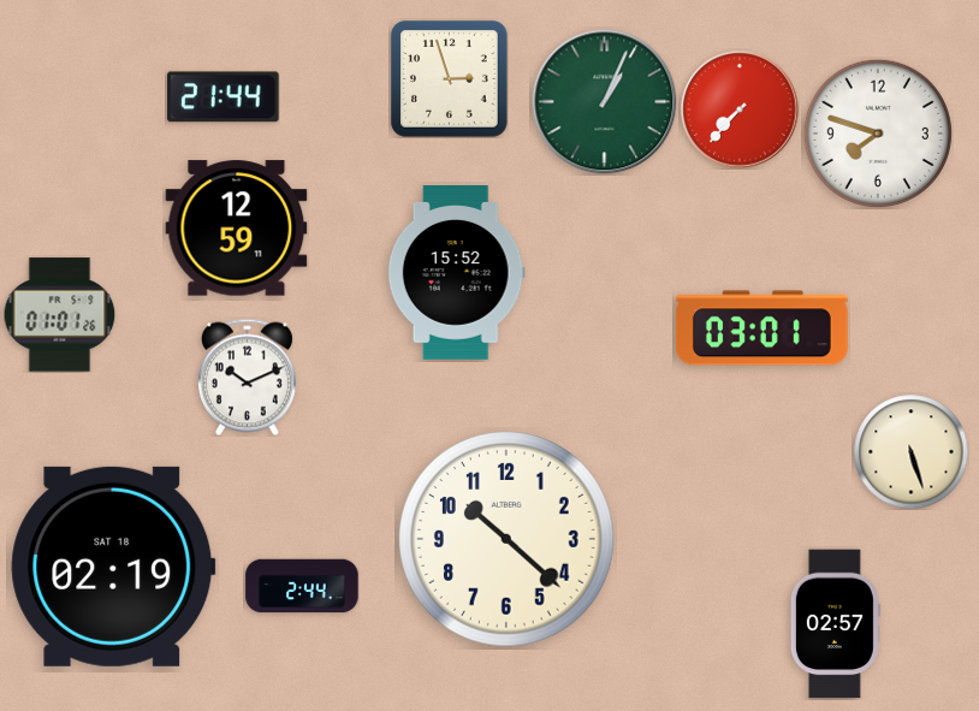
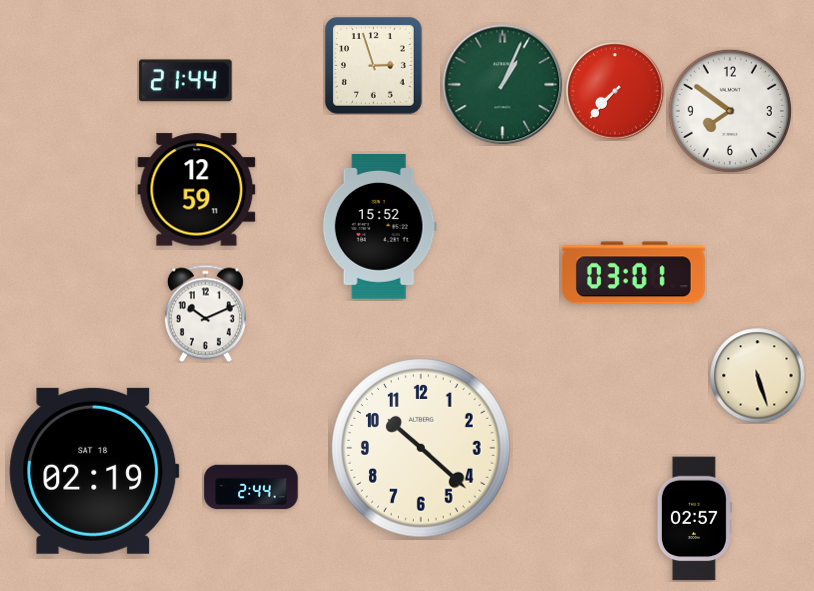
clock at (878, 134): 7:48 -> 7:51
clock at (60, 315): 01:01 -> none
